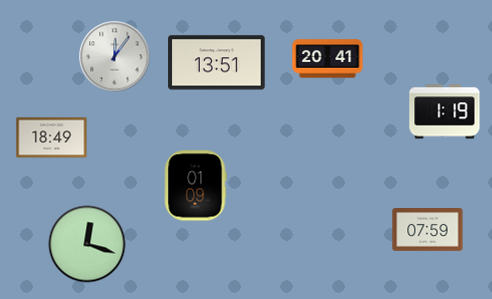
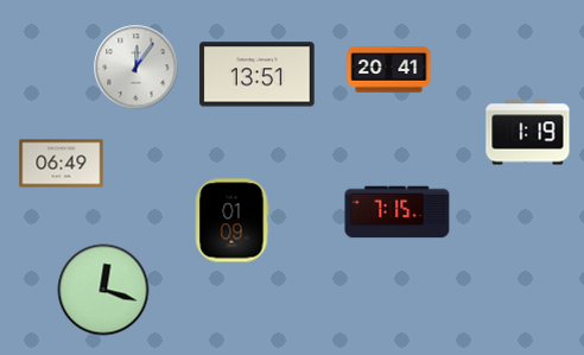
clock at (52, 138): 18:49 -> 06:49
clock at (398, 213): none -> 7:15
clock at (428, 230): 07:59 -> none
